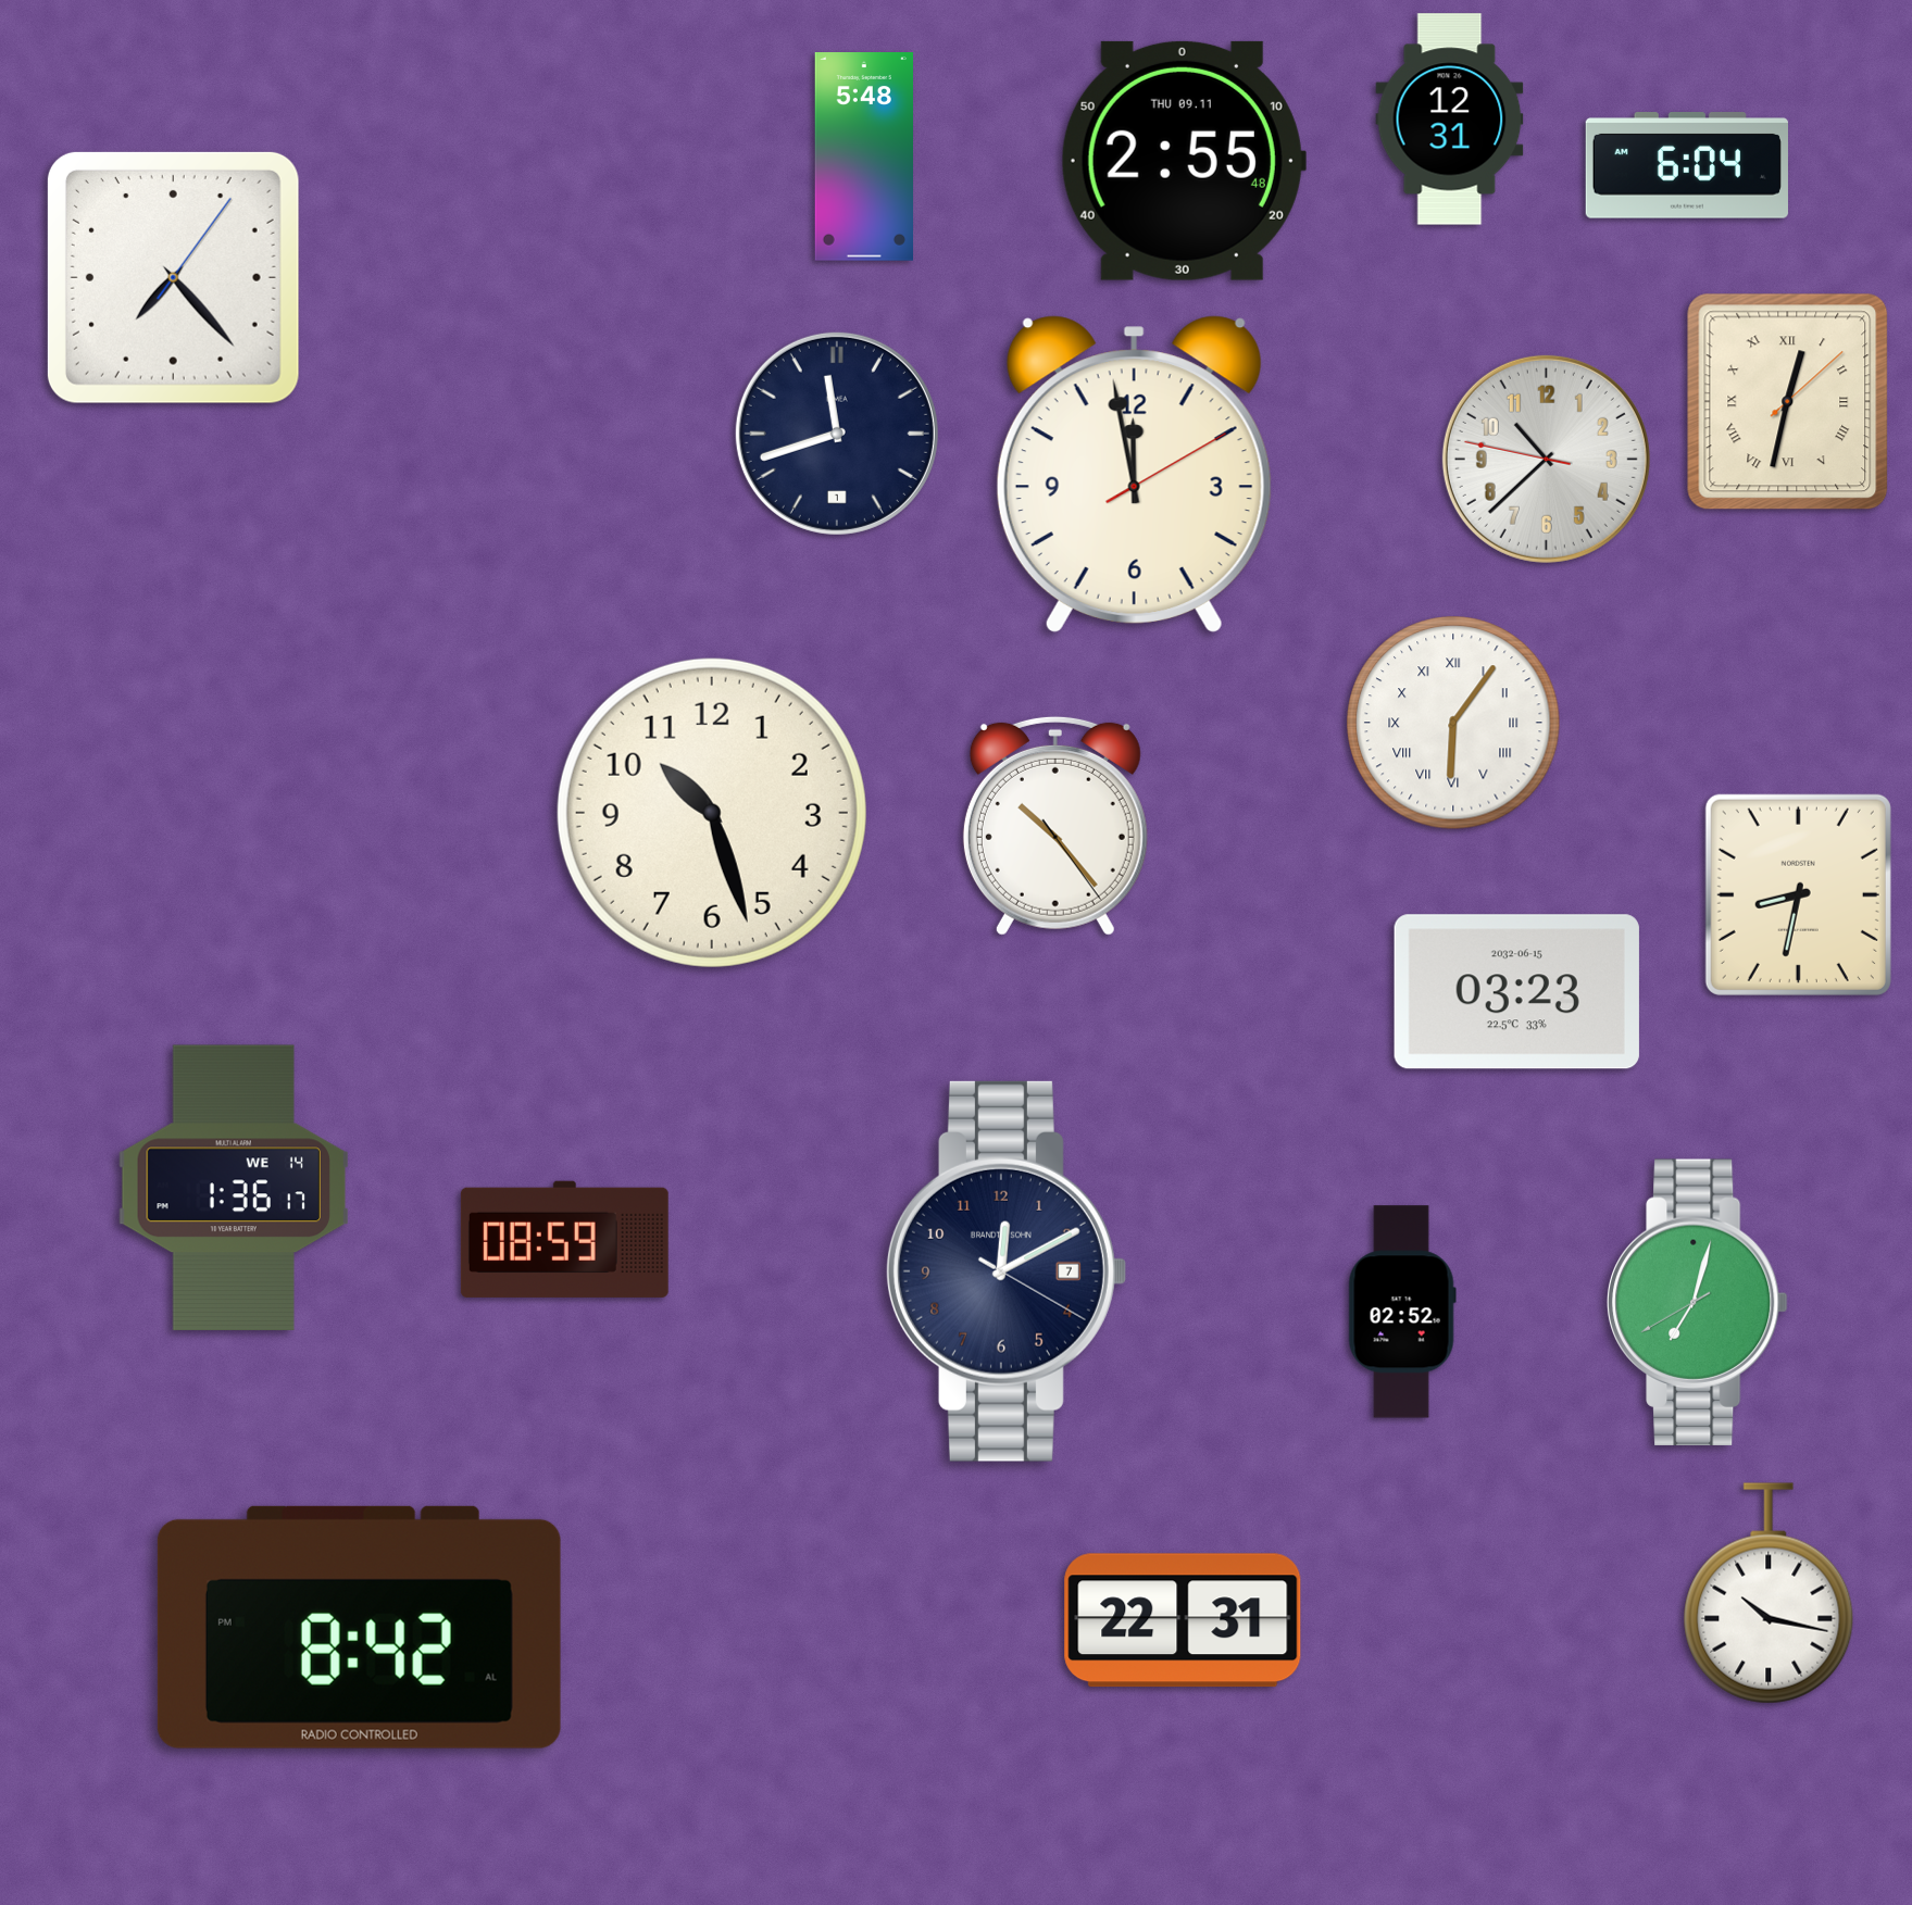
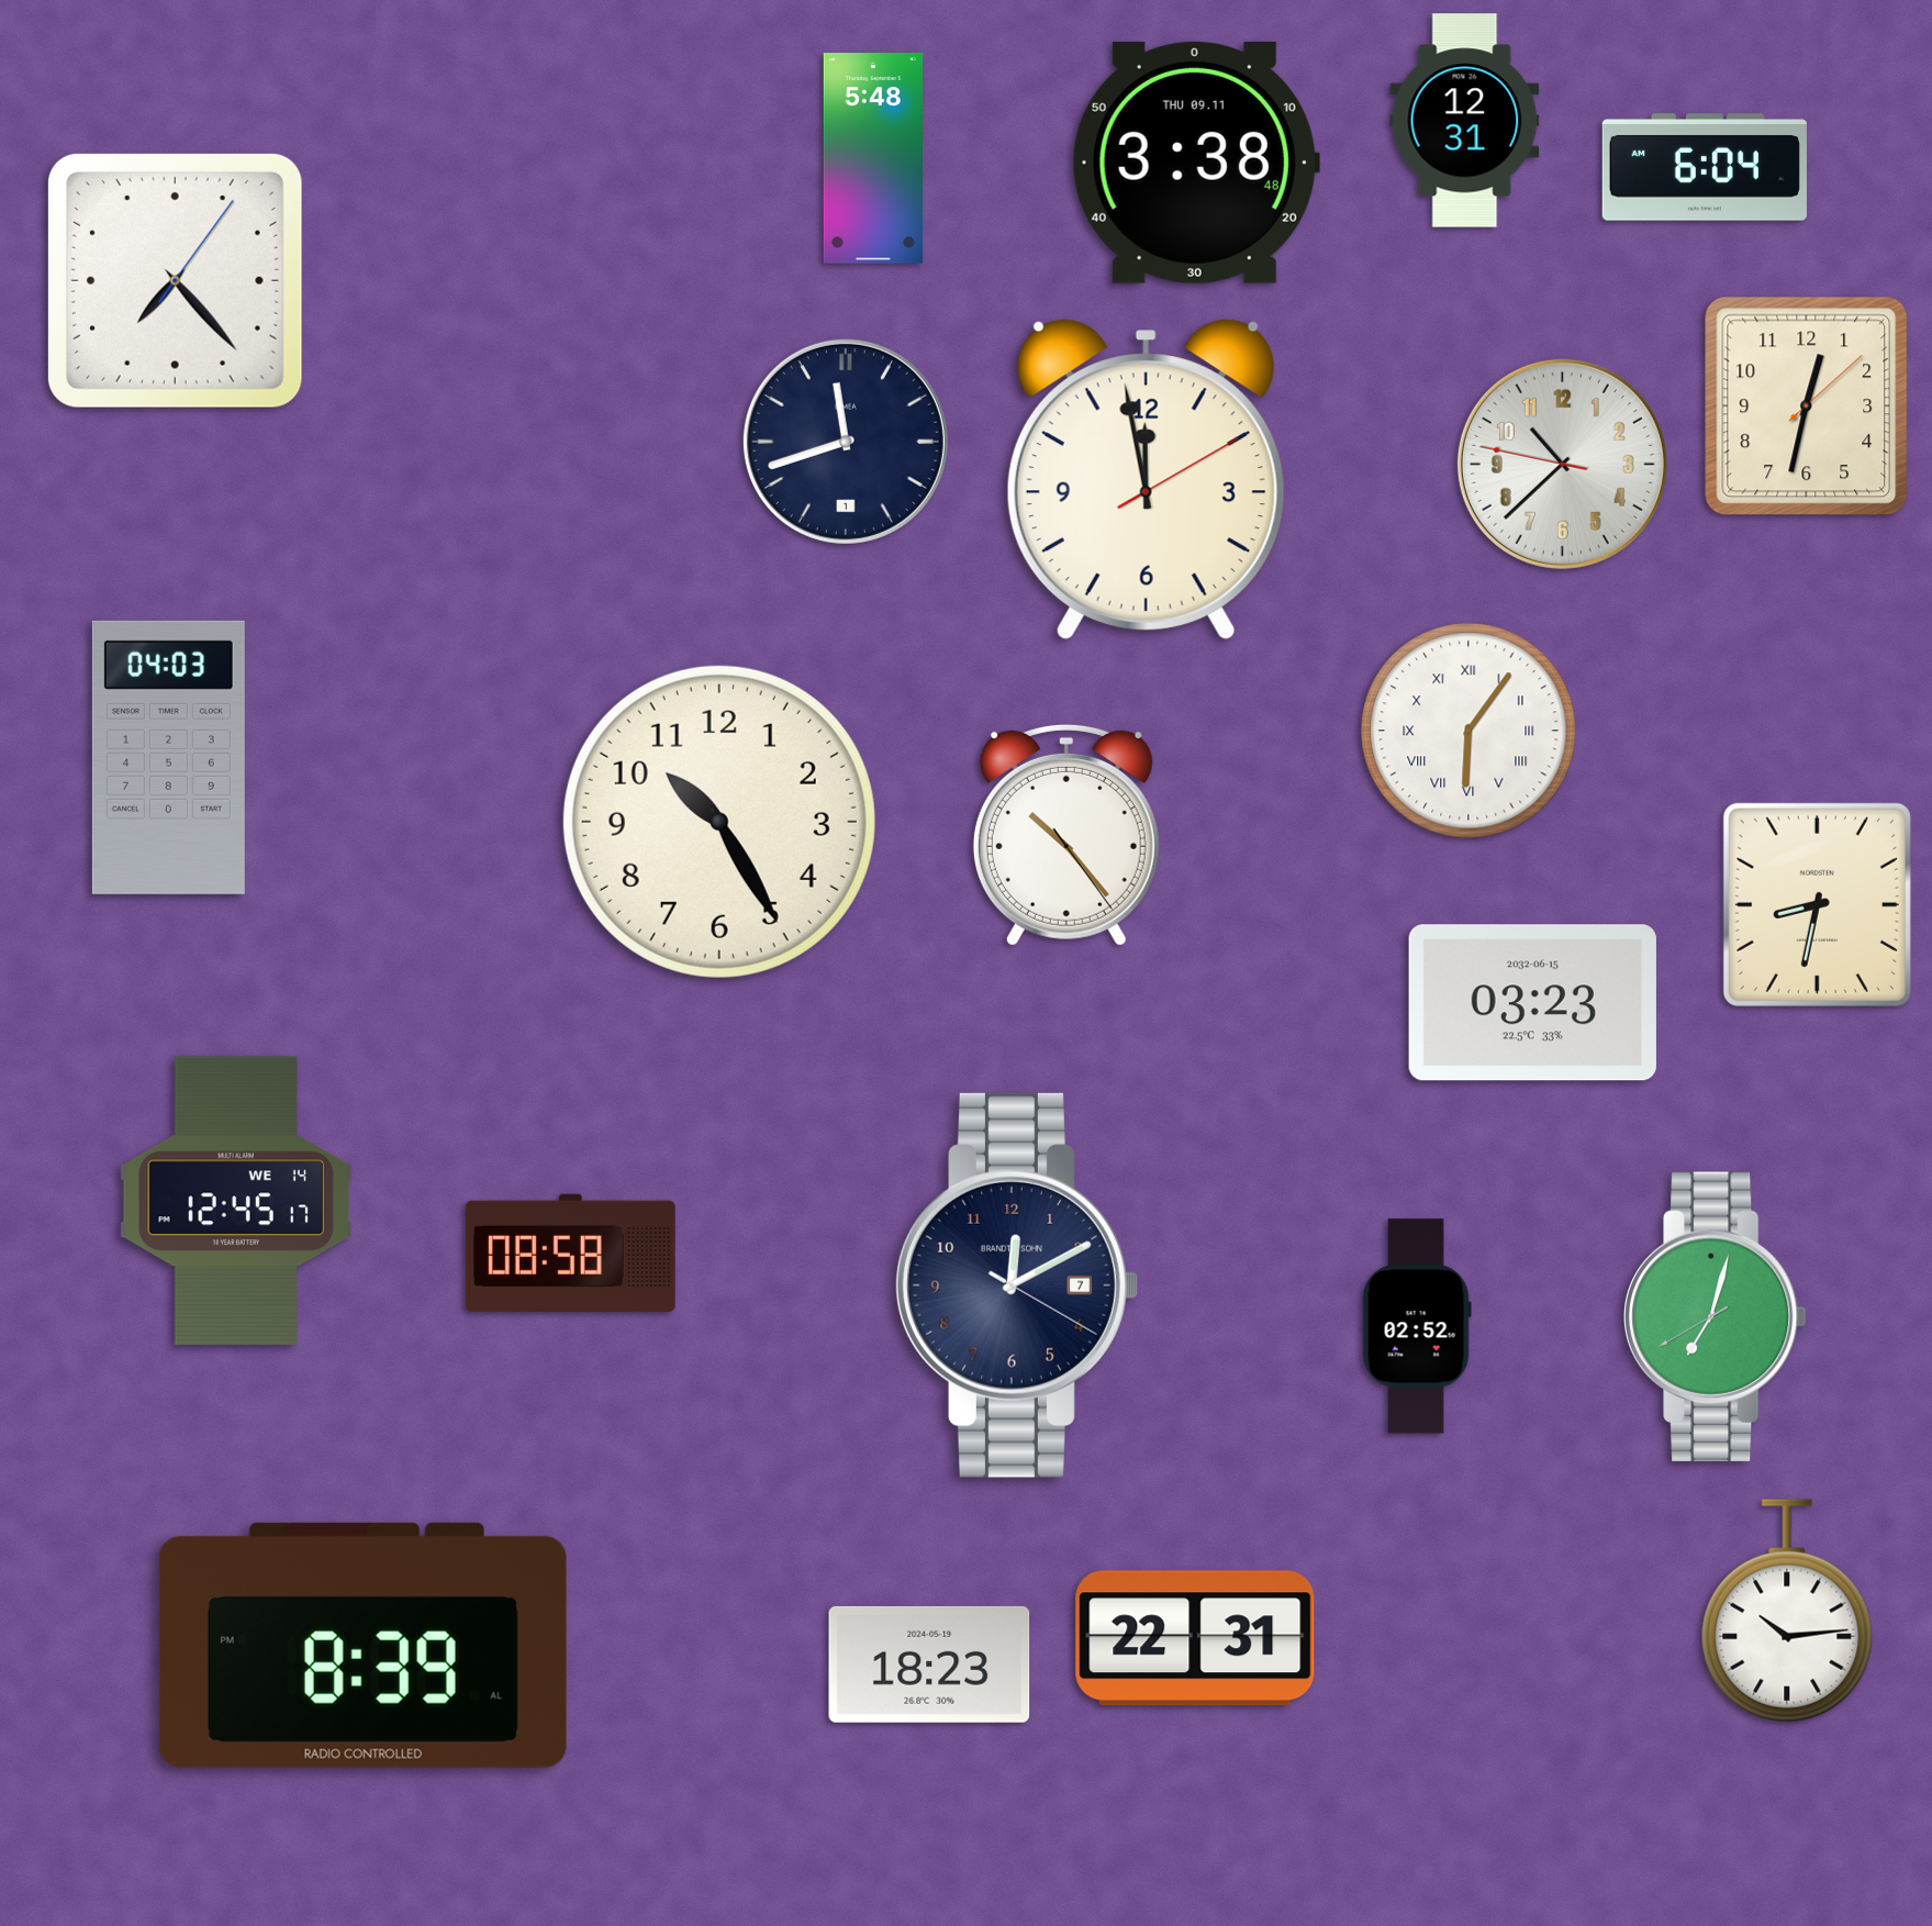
clock at (1183, 161): 2:55 -> 3:38
clock at (1788, 402) numerals: Roman -> Arabic
clock at (837, 434) position: (837, 434) -> (846, 442)
clock at (168, 757): none -> 04:03
clock at (712, 813): 10:27 -> 10:25
clock at (234, 1188): 1:36 -> 12:45
clock at (564, 1239): 08:59 -> 08:58
clock at (1769, 1593): 10:17 -> 10:14
clock at (359, 1627): 8:42 -> 8:39
clock at (929, 1665): none -> 18:23
